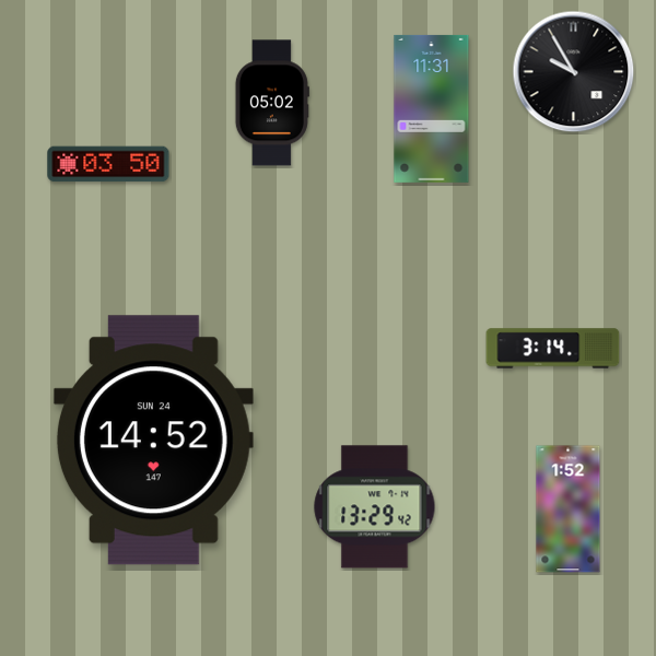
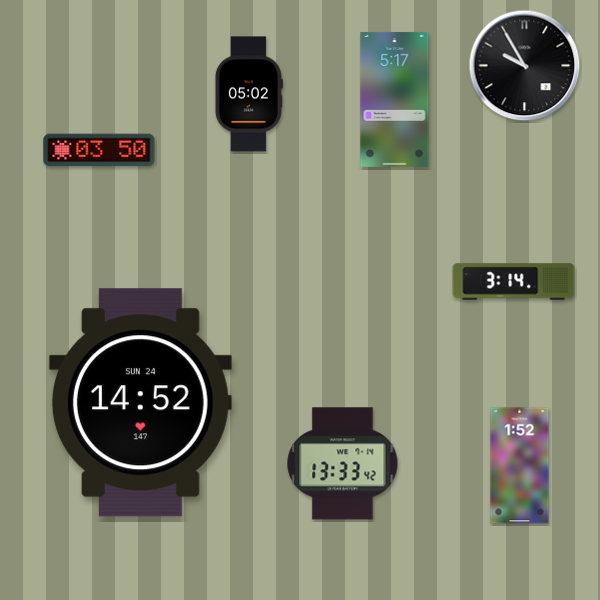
clock at (432, 108): 11:31 -> 5:17
clock at (553, 349) position: (553, 349) -> (514, 282)
clock at (375, 507): 13:29 -> 13:33
